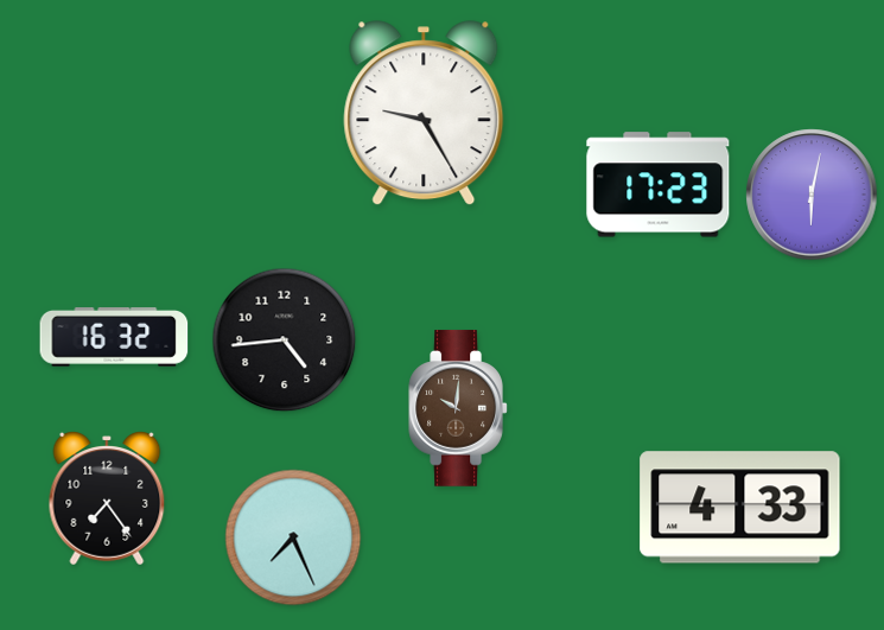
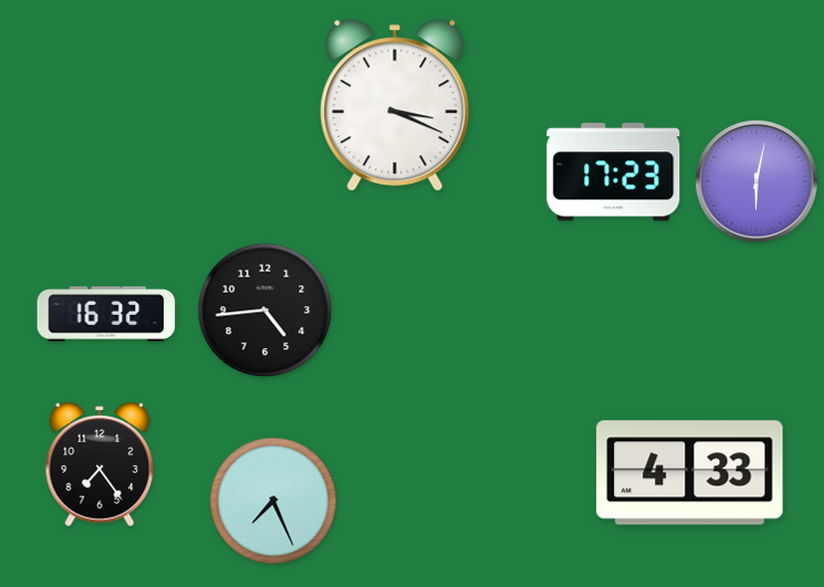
clock at (424, 114): 9:25 -> 3:19
clock at (285, 341) position: (285, 341) -> (265, 311)
clock at (458, 408): 10:01 -> none
